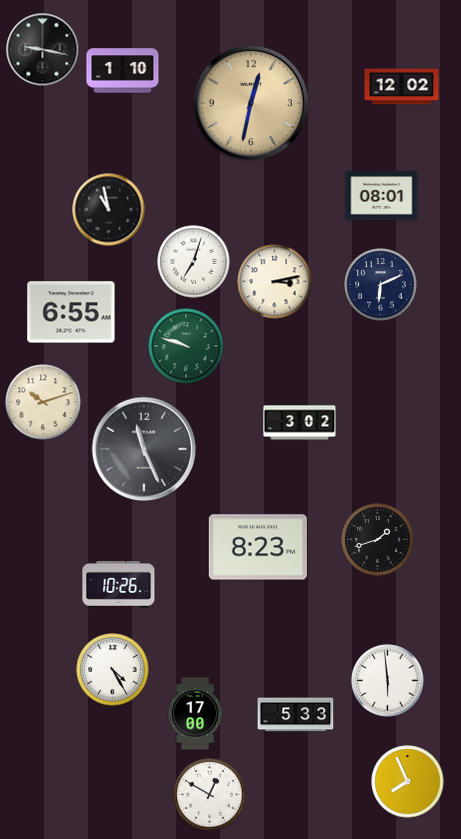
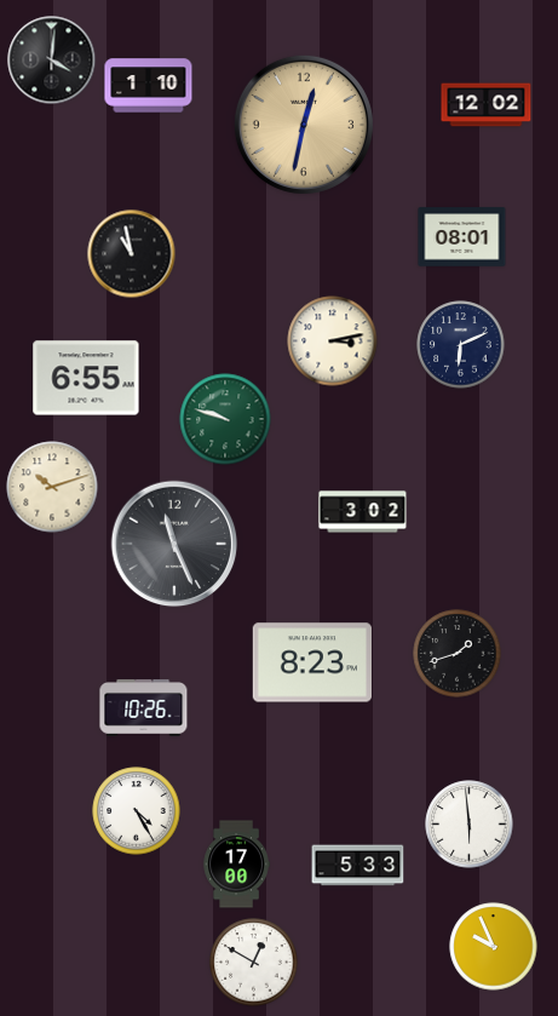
clock at (43, 50): 9:17 -> 4:01
clock at (194, 262): 7:03 -> none
clock at (408, 782): 7:56 -> 9:56
